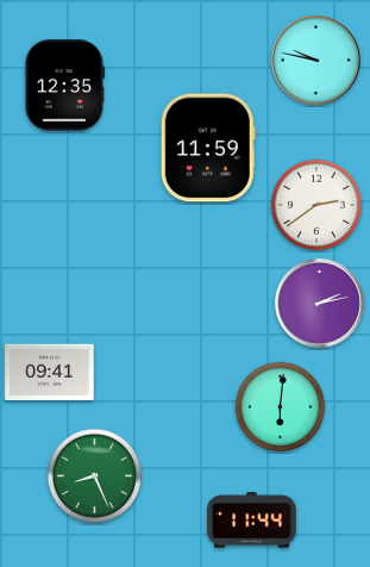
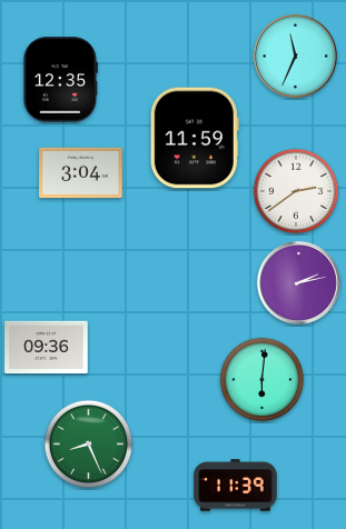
clock at (315, 60): 9:47 -> 11:34
clock at (81, 173): none -> 3:04
clock at (50, 373): 09:41 -> 09:36
clock at (252, 521): 11:44 -> 11:39
